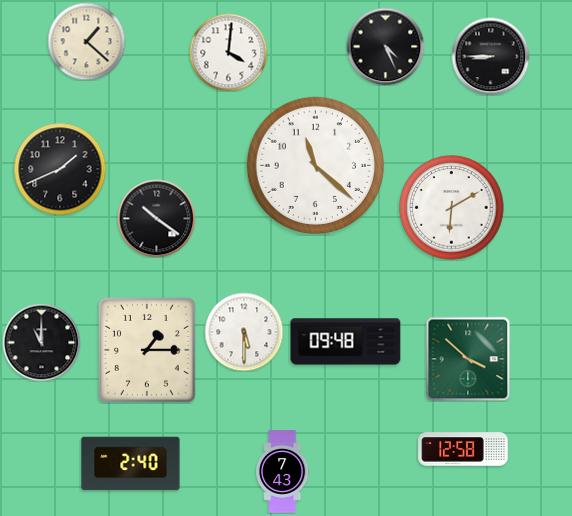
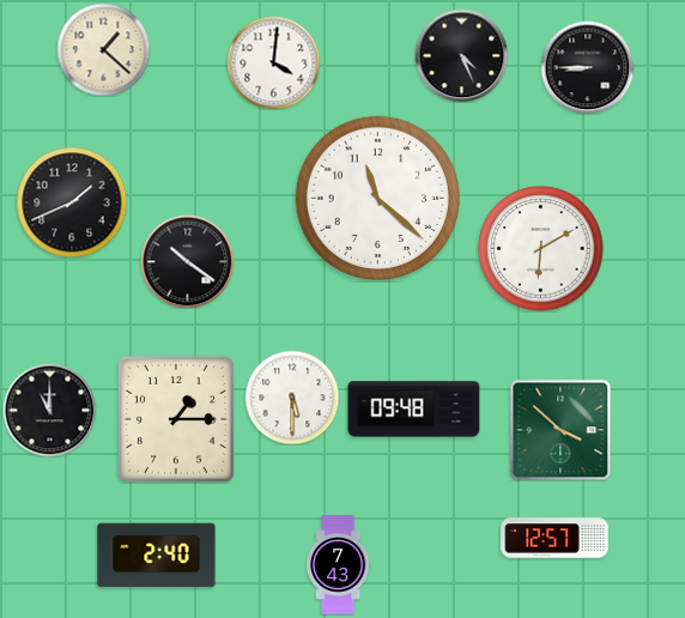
clock at (463, 449): 12:58 -> 12:57
